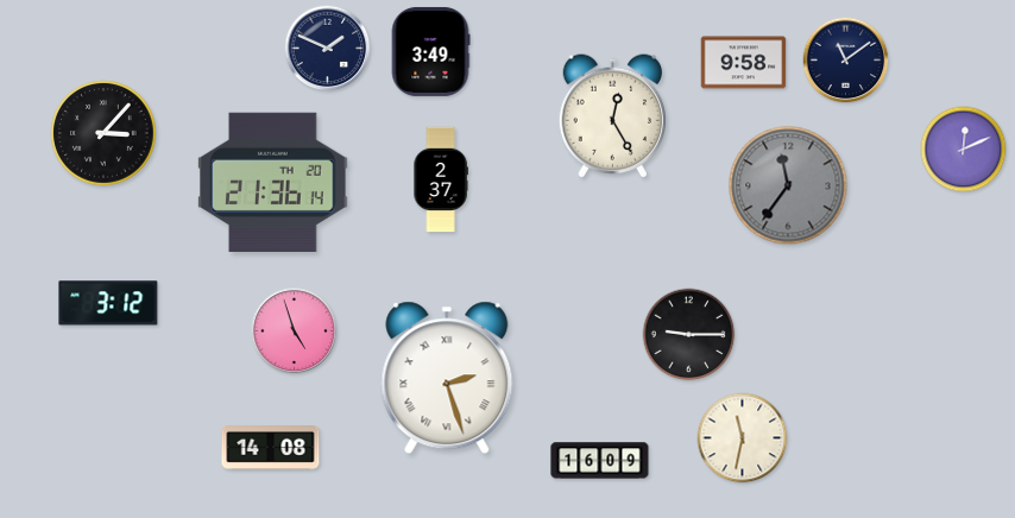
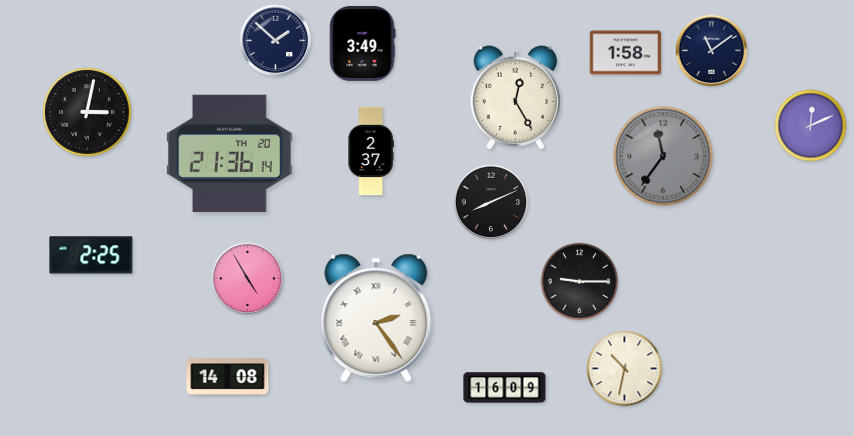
clock at (328, 49): 1:49 -> 1:52
clock at (744, 63): 9:58 -> 1:58
clock at (103, 133): 3:07 -> 3:02
clock at (491, 202): none -> 8:11
clock at (108, 303): 3:12 -> 2:25
clock at (295, 331): 4:57 -> 4:55
clock at (447, 378): 2:27 -> 2:24
clock at (743, 438): 11:32 -> 10:32
